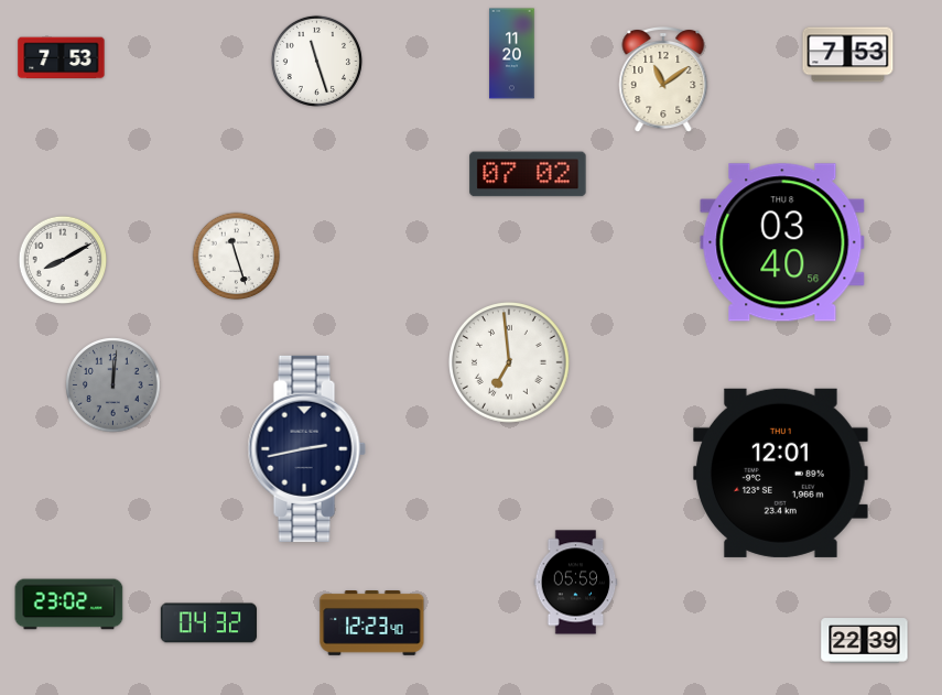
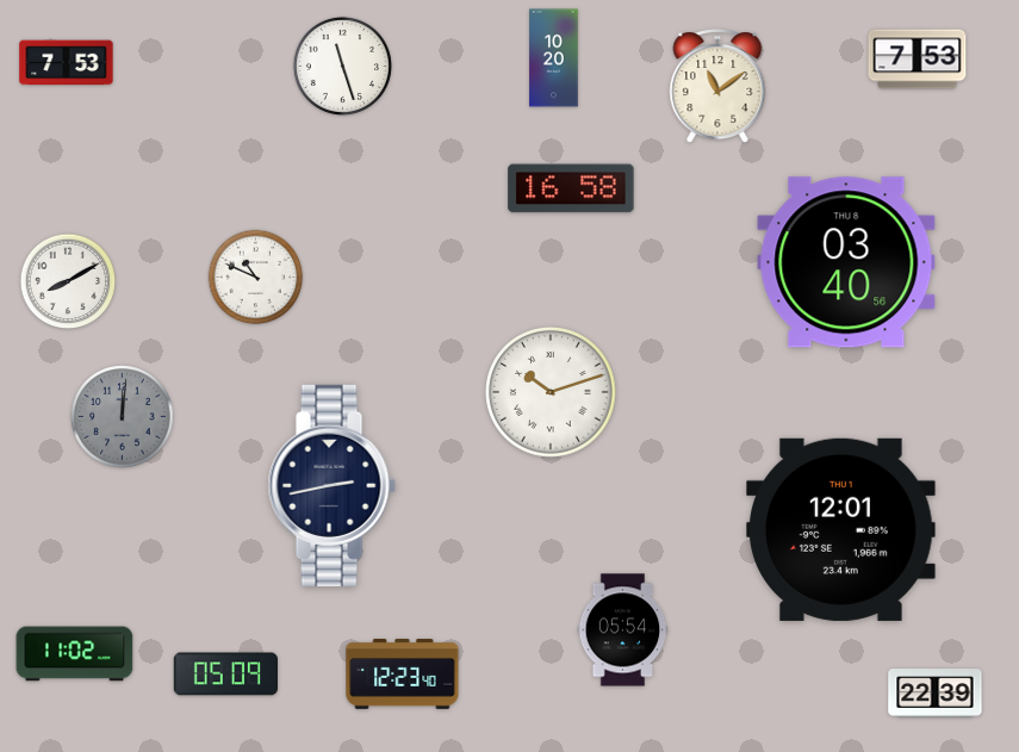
clock at (512, 54): 11:20 -> 10:20
clock at (528, 174): 07:02 -> 16:58
clock at (237, 257): 11:27 -> 10:49
clock at (510, 363): 6:59 -> 10:12
clock at (781, 473) position: (781, 473) -> (841, 529)
clock at (576, 583): 05:59 -> 05:54
clock at (69, 605): 23:02 -> 11:02
clock at (208, 623): 04:32 -> 05:09
